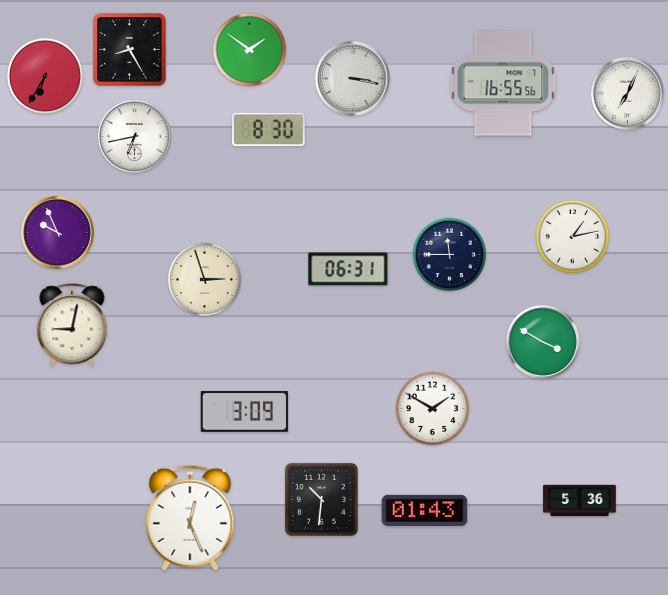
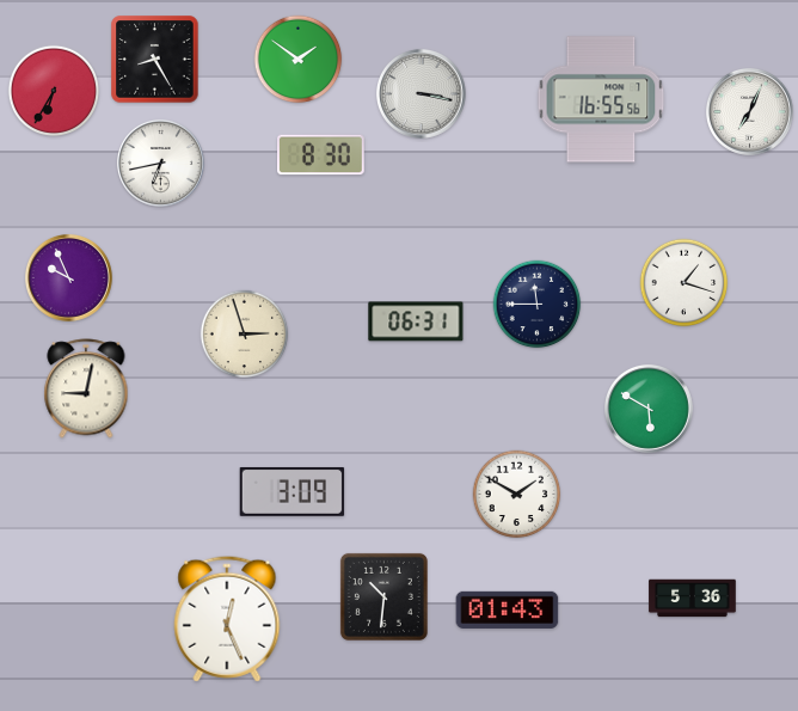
clock at (573, 237): 1:13 -> 1:18
clock at (543, 342): 3:50 -> 5:50
clock at (433, 409) position: (433, 409) -> (517, 495)
